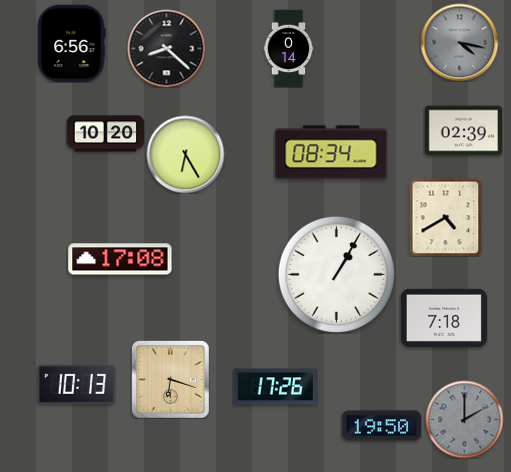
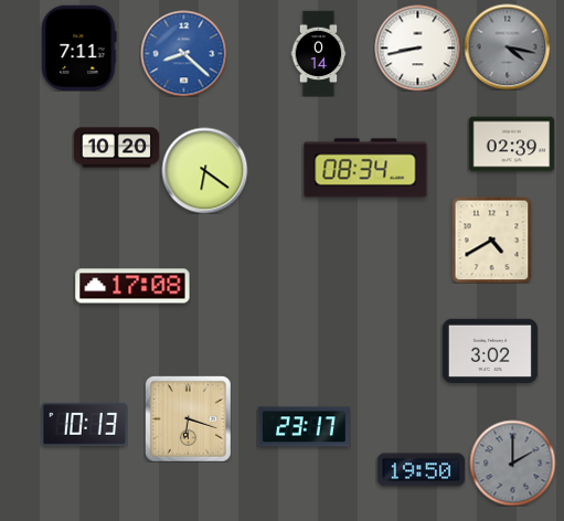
clock at (71, 43): 6:56 -> 7:11
clock at (417, 47): none -> 8:43
clock at (166, 48) dial: black -> blue
clock at (185, 154): 6:25 -> 6:21
clock at (336, 274): 1:05 -> none
clock at (444, 317): 7:18 -> 3:02
clock at (275, 387): 17:26 -> 23:17
